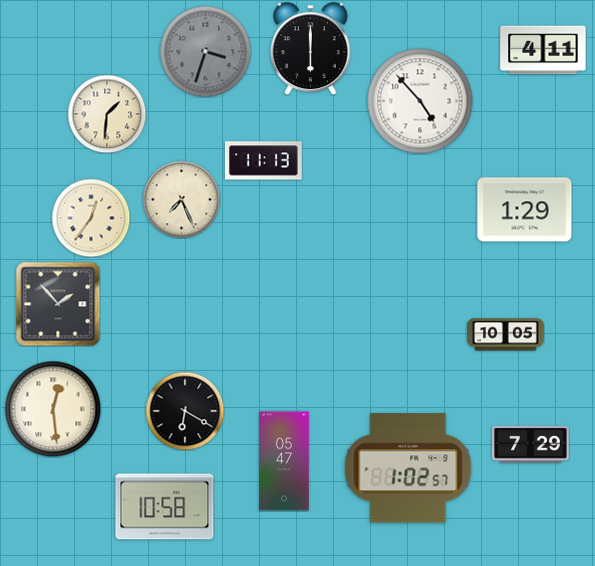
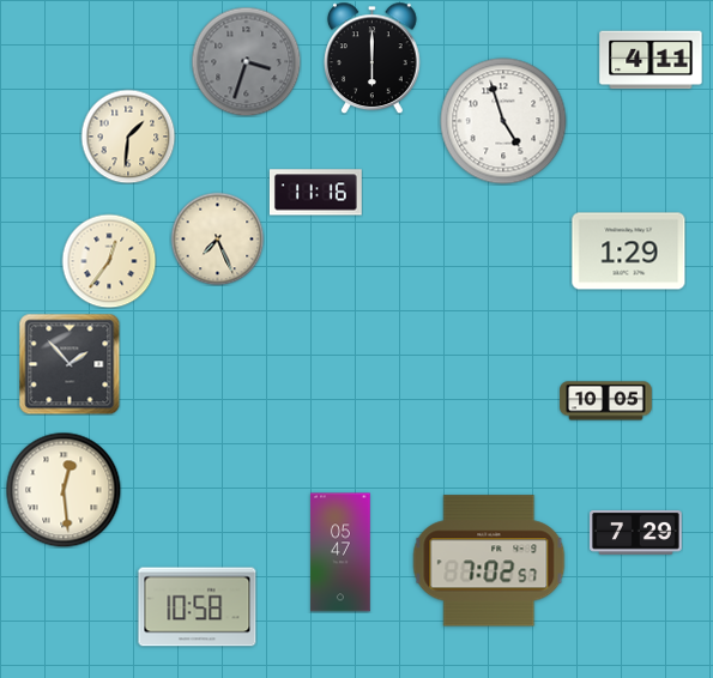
clock at (420, 101): 4:53 -> 4:57
clock at (263, 161): 11:13 -> 11:16
clock at (185, 411): 6:20 -> none
clock at (408, 468): 1:02 -> 7:02
